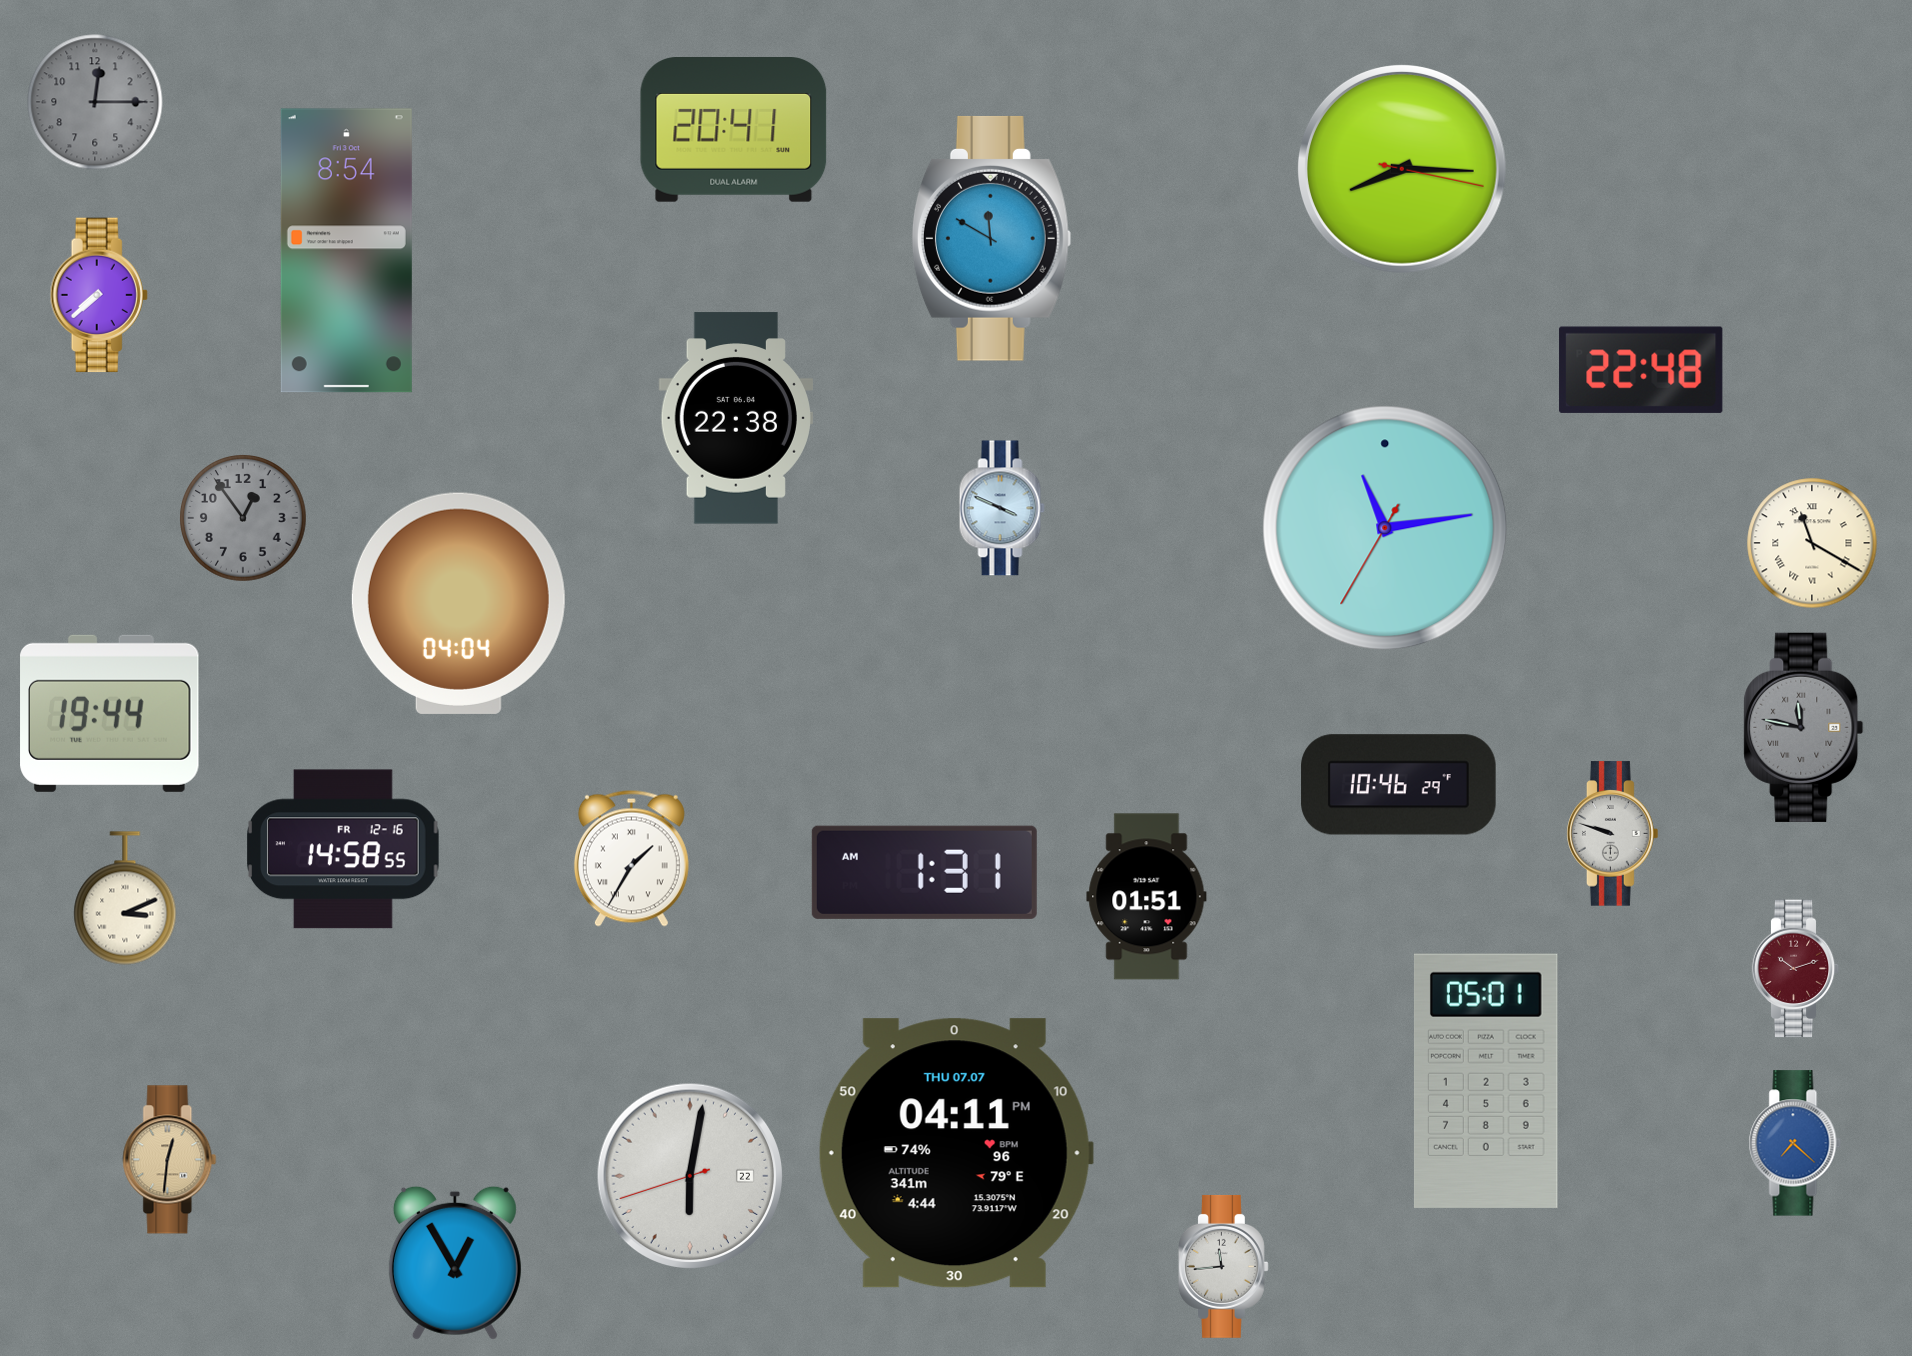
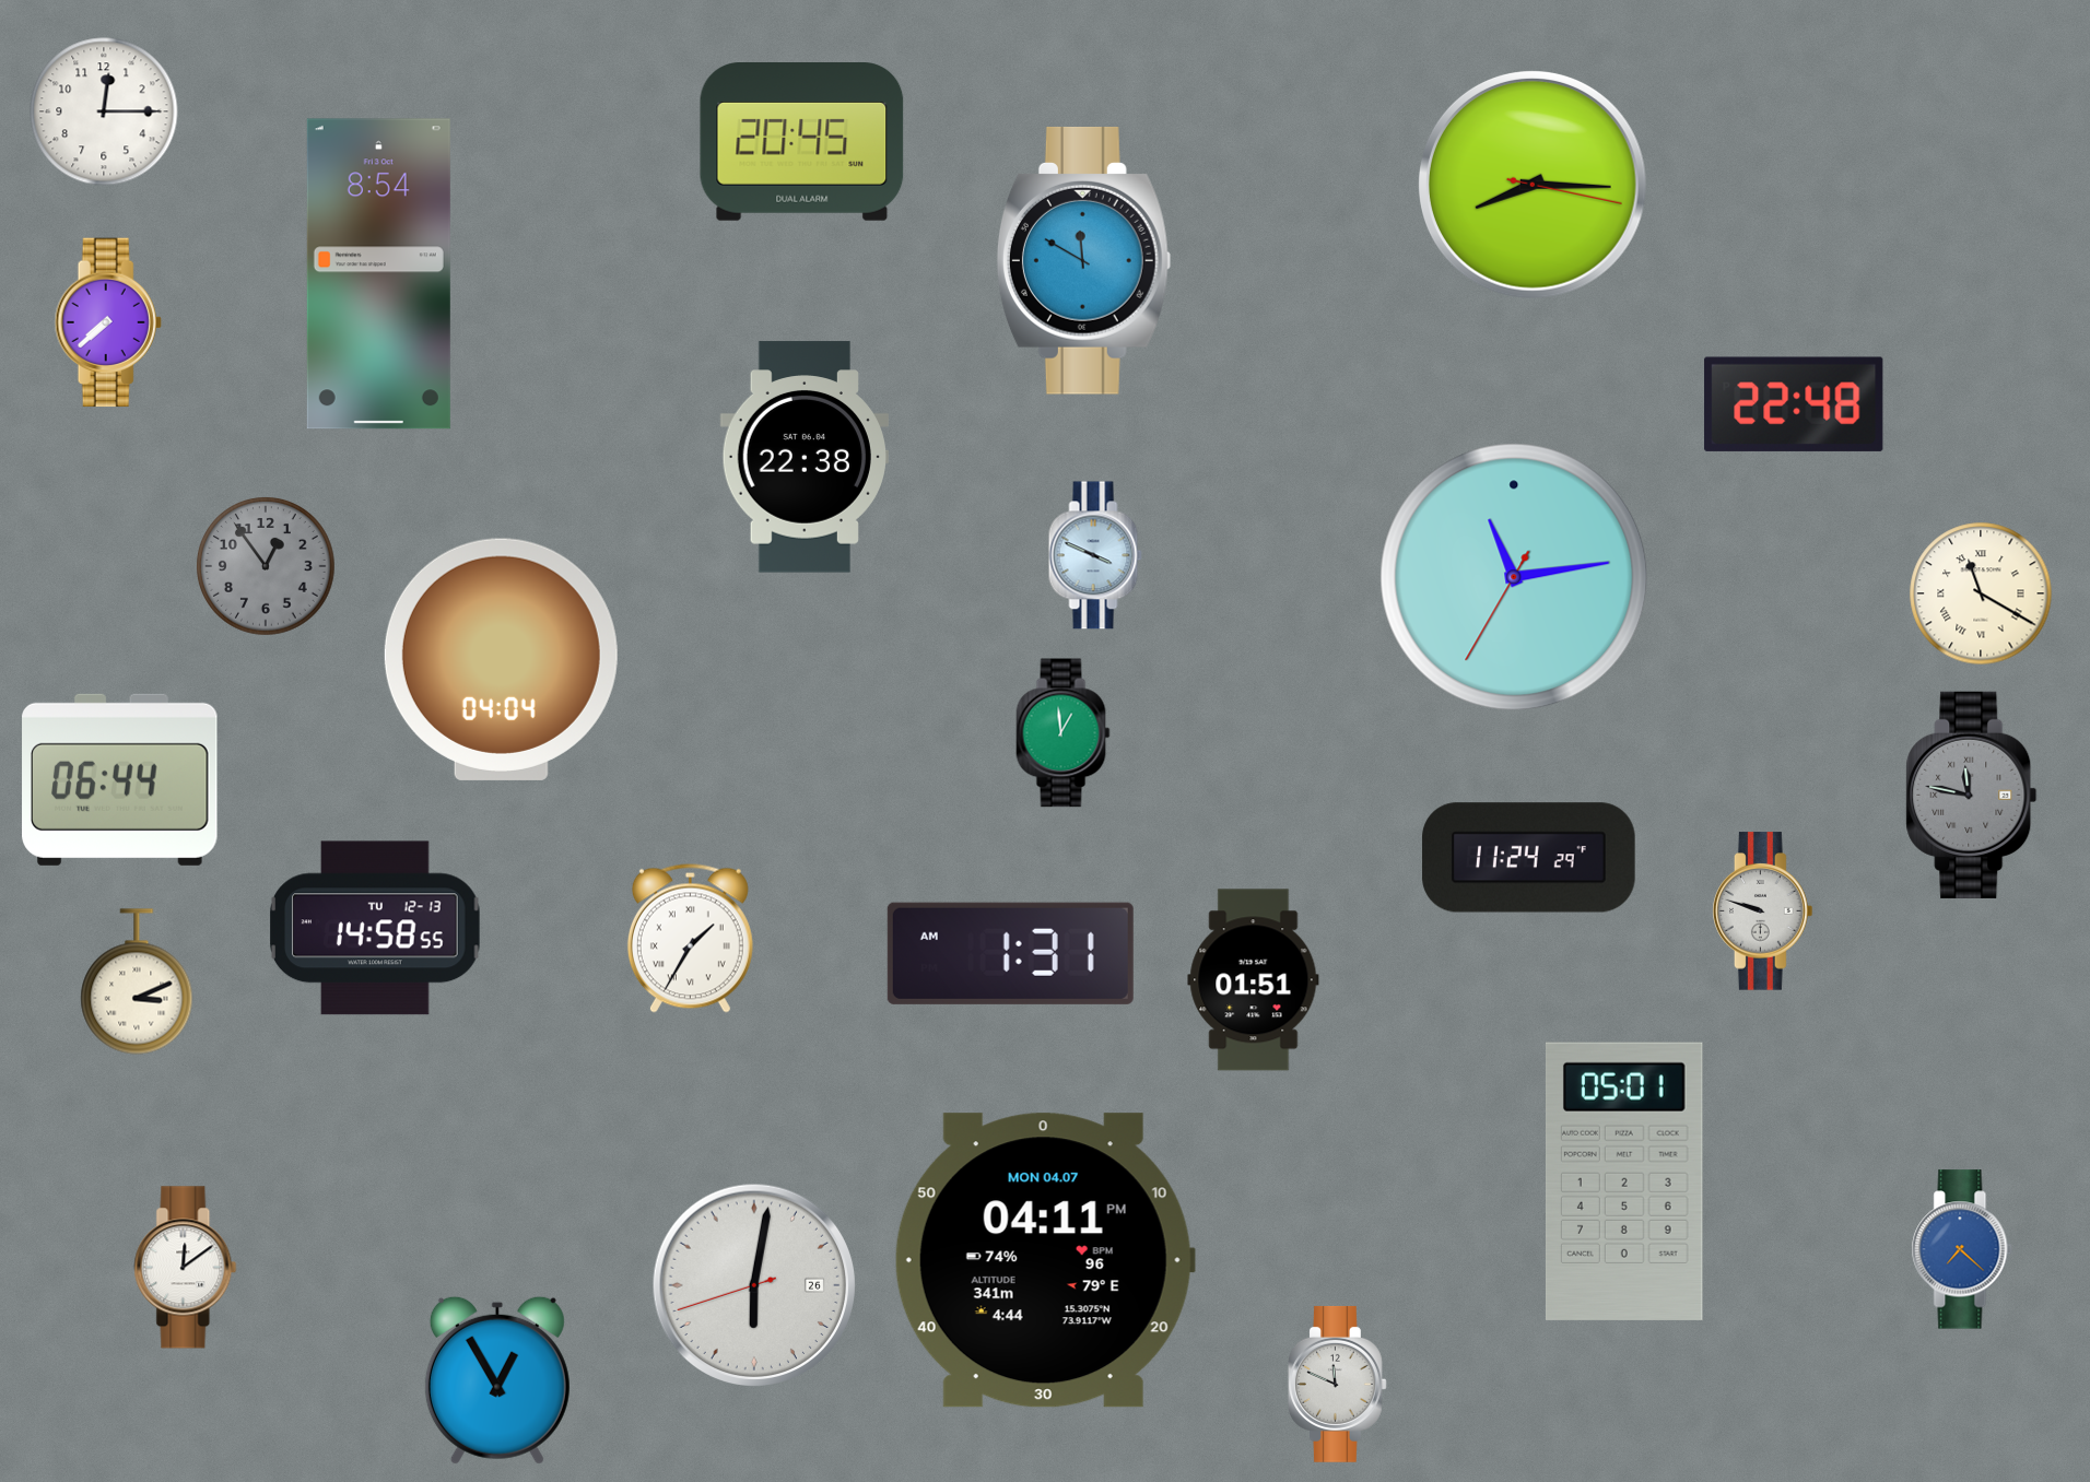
clock at (95, 102) dial: grey -> white
clock at (734, 130): 20:41 -> 20:45
clock at (1064, 733): none -> 12:59
clock at (110, 713): 19:44 -> 06:44
clock at (1399, 785): 10:46 -> 11:24
clock at (343, 849) date: FR 12-16 -> TU 12-13
clock at (1796, 969): 10:12 -> none
clock at (956, 1153) date: THU 07.07 -> MON 04.07
clock at (170, 1160): 12:31 -> 12:09
clock at (170, 1160) dial: champagne -> white
clock at (689, 1175) date: 22 -> 26
clock at (1223, 1266): 11:44 -> 11:49
